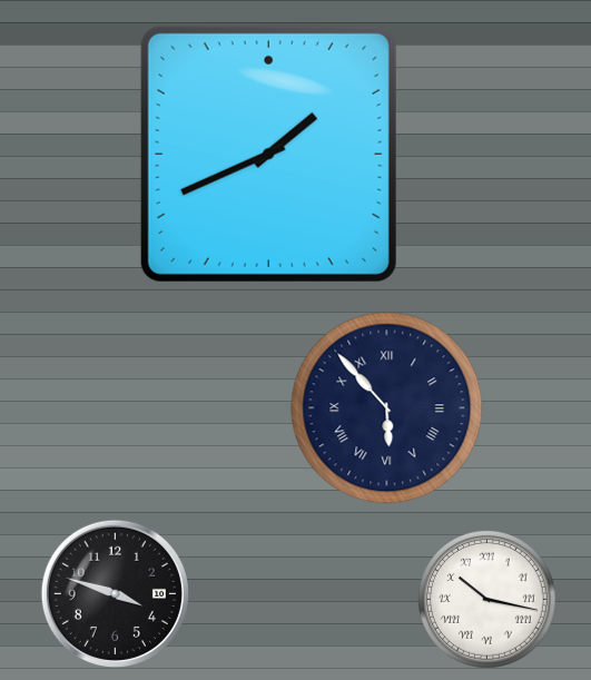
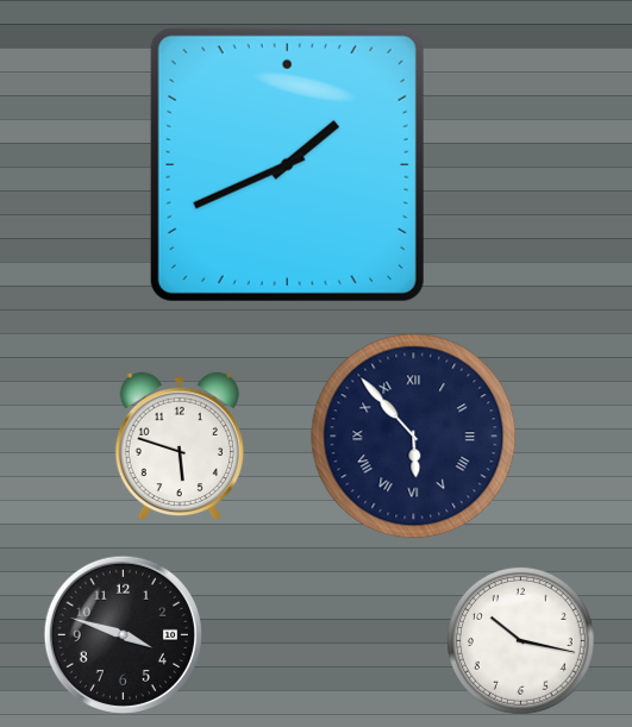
clock at (180, 446): none -> 5:48
clock at (487, 600) numerals: Roman -> Arabic
